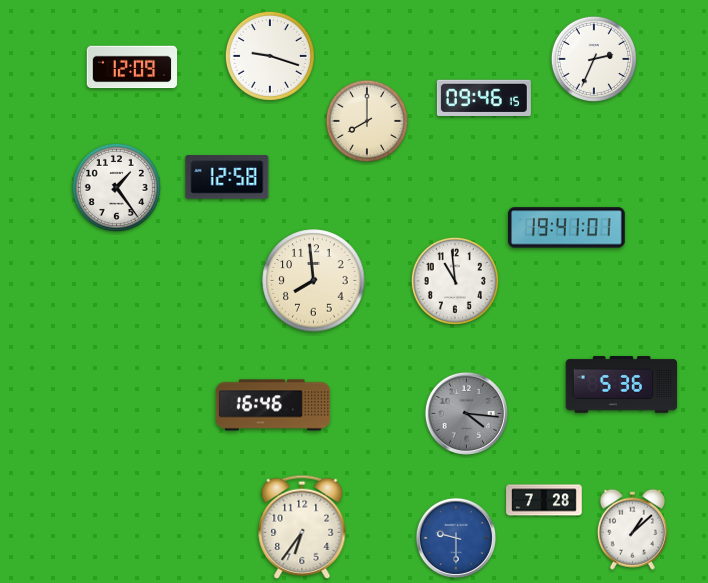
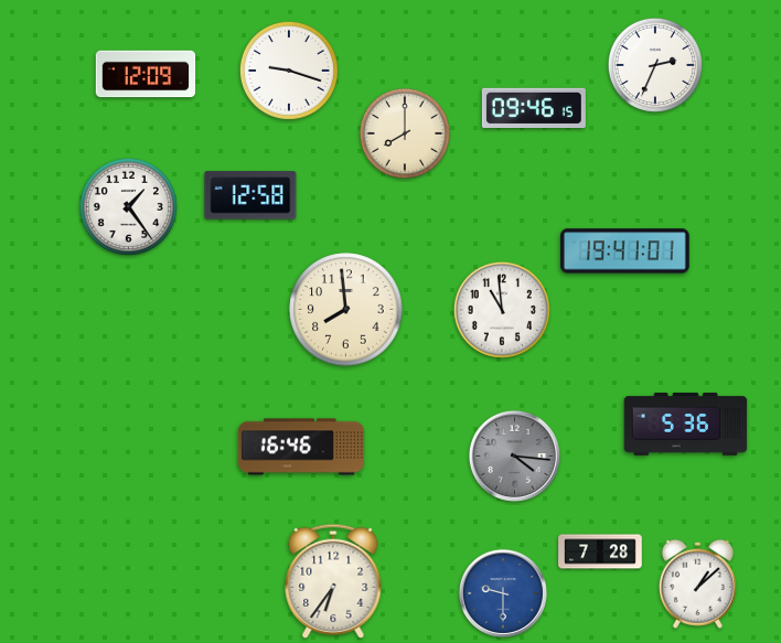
clock at (270, 56) position: (270, 56) -> (289, 71)
